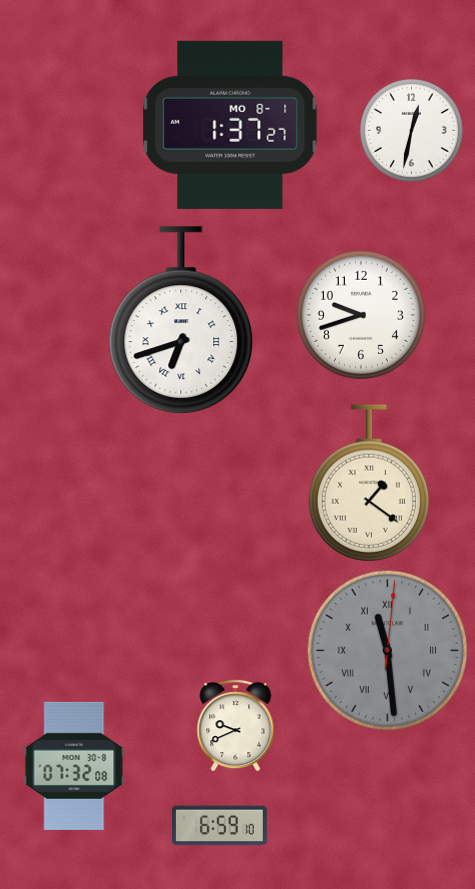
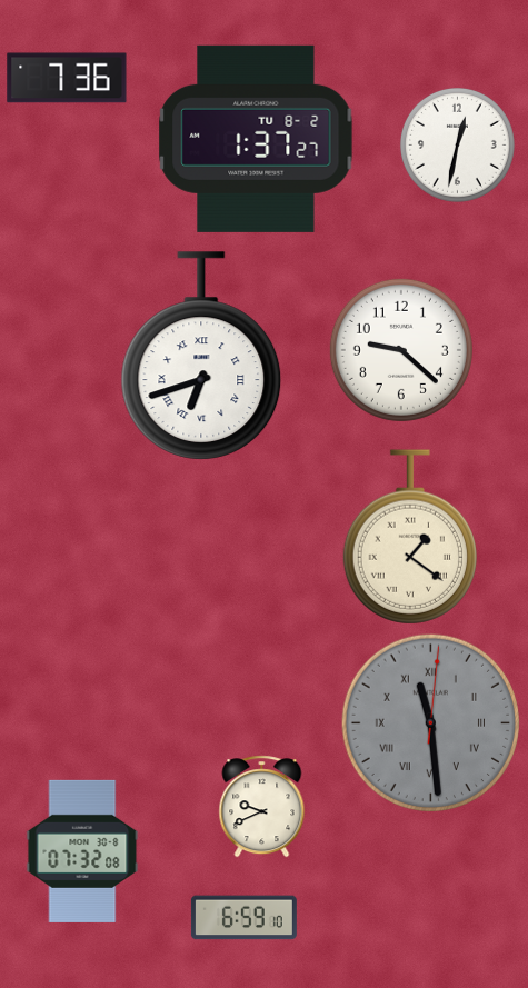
clock at (67, 78): none -> 7:36
clock at (230, 125) date: MO 8-1 -> TU 8-2
clock at (361, 315): 9:42 -> 9:22
